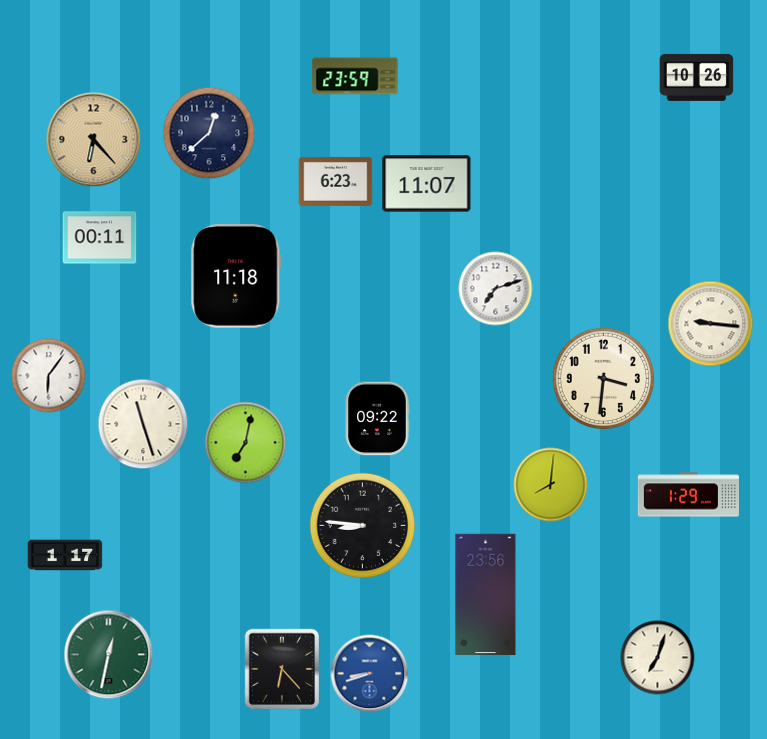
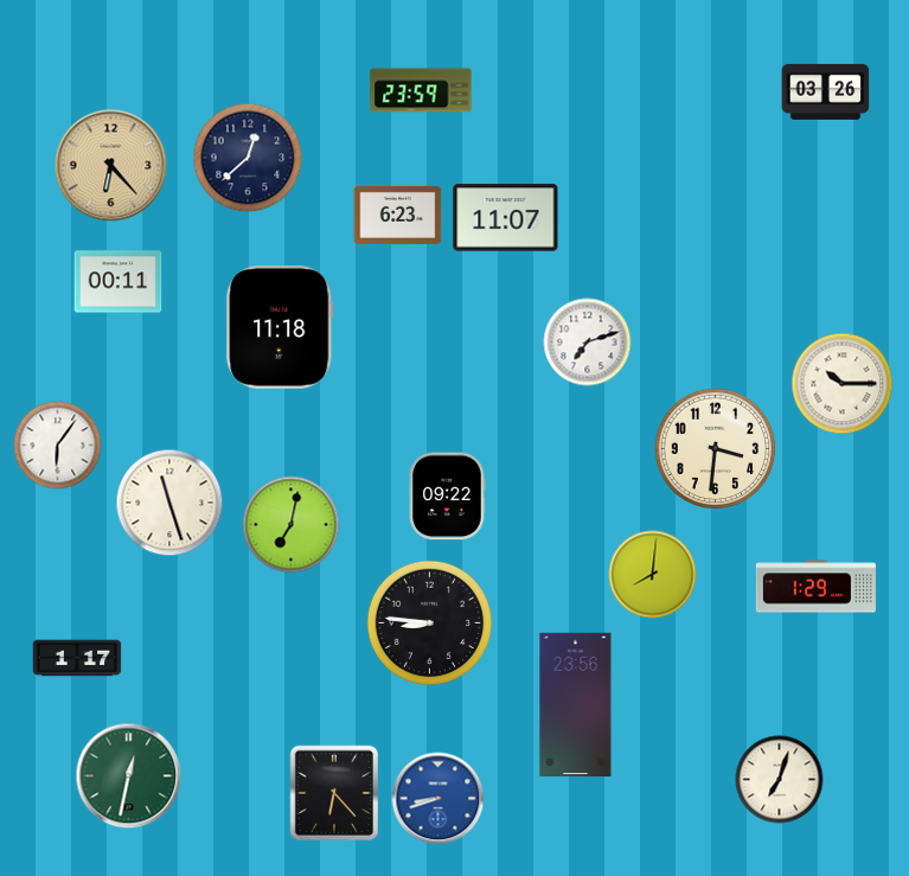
clock at (697, 77): 10:26 -> 03:26
clock at (711, 324): 9:16 -> 10:15
